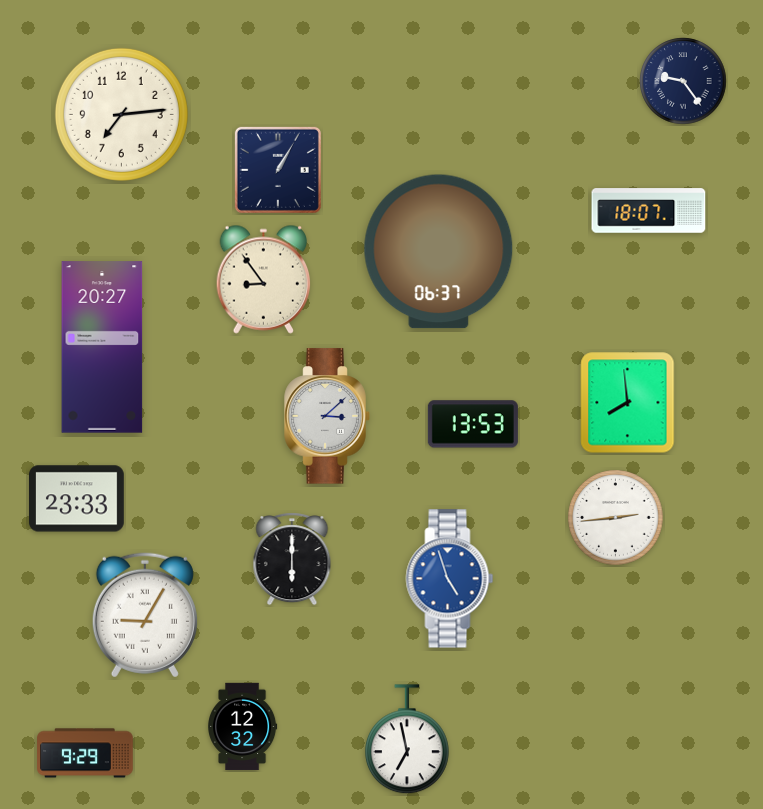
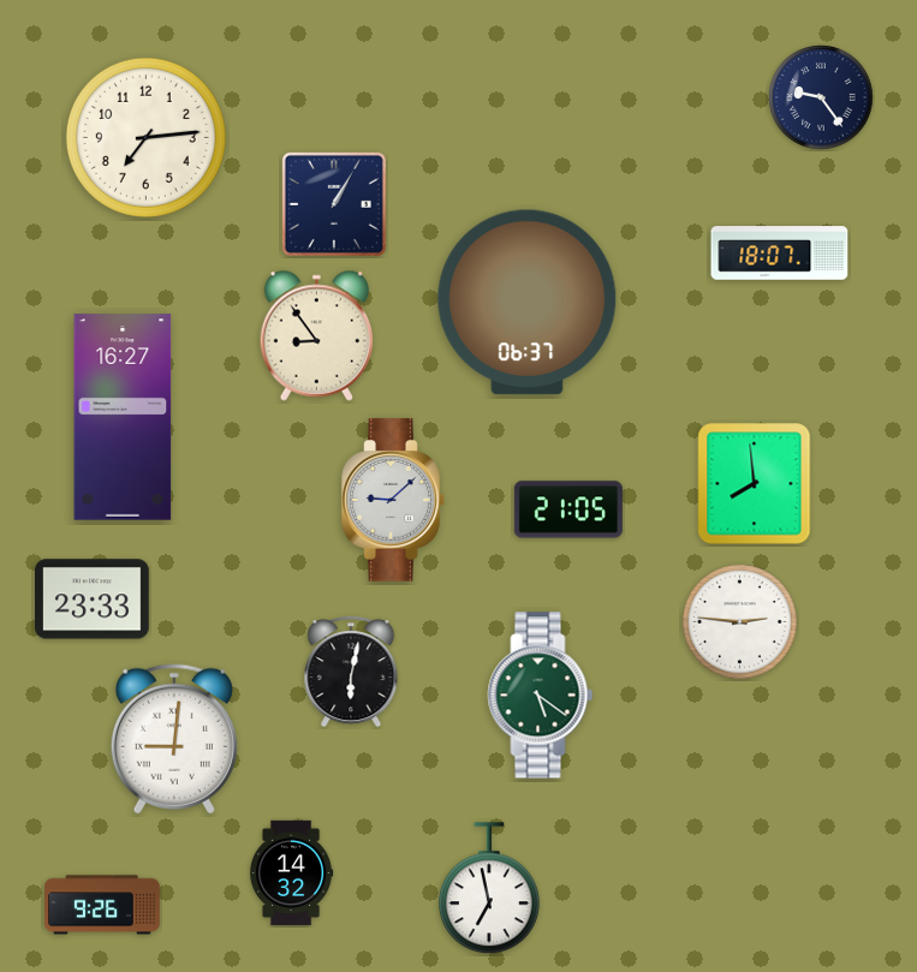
clock at (102, 347): 20:27 -> 16:27
clock at (327, 416): 3:08 -> 9:08
clock at (473, 424): 13:53 -> 21:05
clock at (616, 518): 2:44 -> 2:46
clock at (292, 559): 6:00 -> 6:02
clock at (450, 579): 4:57 -> 5:21
clock at (450, 579) dial: blue -> green
clock at (145, 615): 9:05 -> 9:01
clock at (243, 727): 12:32 -> 14:32
clock at (85, 753): 9:29 -> 9:26
